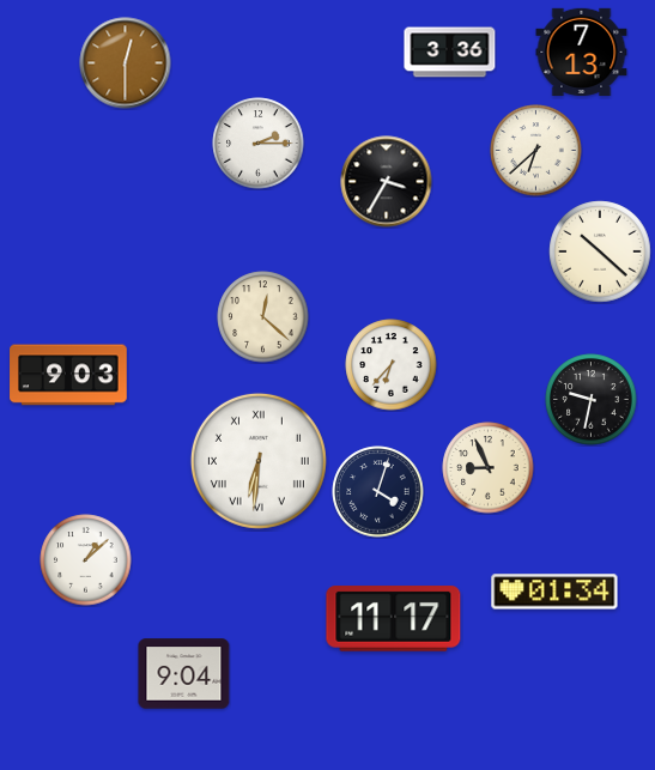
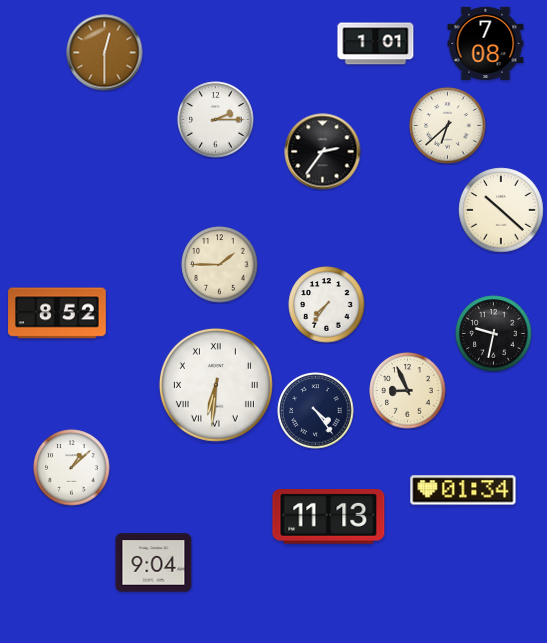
clock at (582, 51): 7:13 -> 7:08
clock at (450, 53): 3:36 -> 1:01
clock at (387, 182): 3:35 -> 2:36
clock at (263, 317): 12:22 -> 1:45
clock at (392, 365): 6:37 -> 7:36
clock at (68, 375): 9:03 -> 8:52
clock at (378, 492): 4:03 -> 4:24
clock at (554, 592) position: (554, 592) -> (463, 490)
clock at (394, 619): 11:17 -> 11:13
